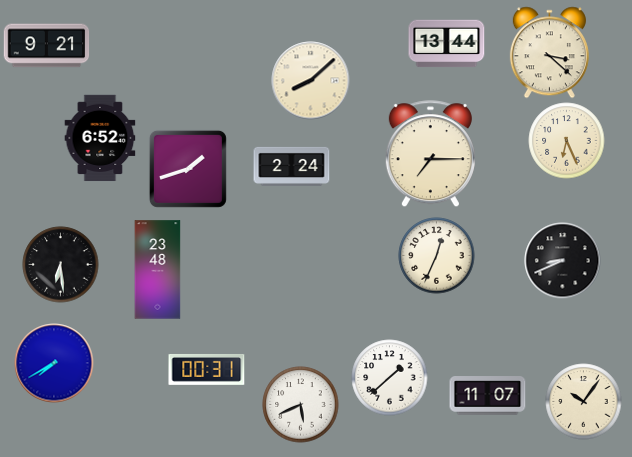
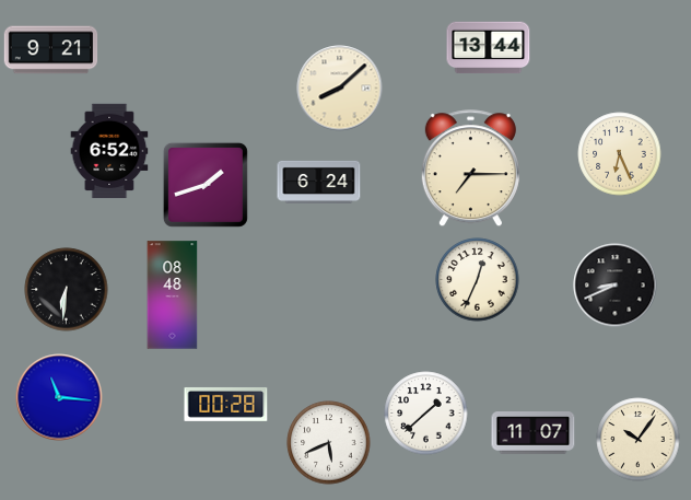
clock at (549, 53): 3:22 -> none
clock at (292, 166): 2:24 -> 6:24
clock at (61, 265): 6:29 -> 6:31
clock at (158, 270): 23:48 -> 08:48
clock at (54, 363): 7:40 -> 11:16
clock at (207, 369): 00:31 -> 00:28
